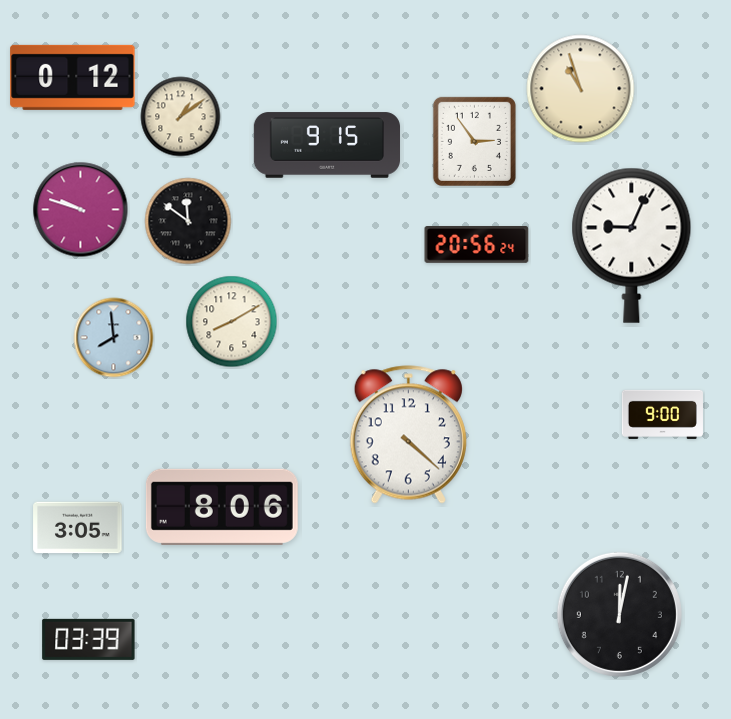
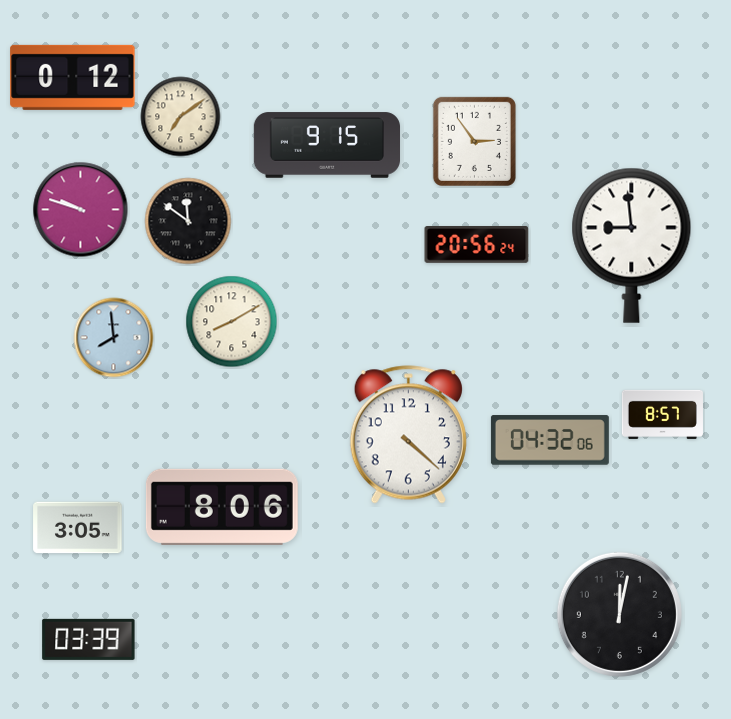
clock at (581, 89): 10:57 -> none
clock at (181, 117): 1:09 -> 7:09
clock at (632, 245): 9:04 -> 8:59
clock at (662, 414): 9:00 -> 8:57
clock at (550, 440): none -> 04:32
